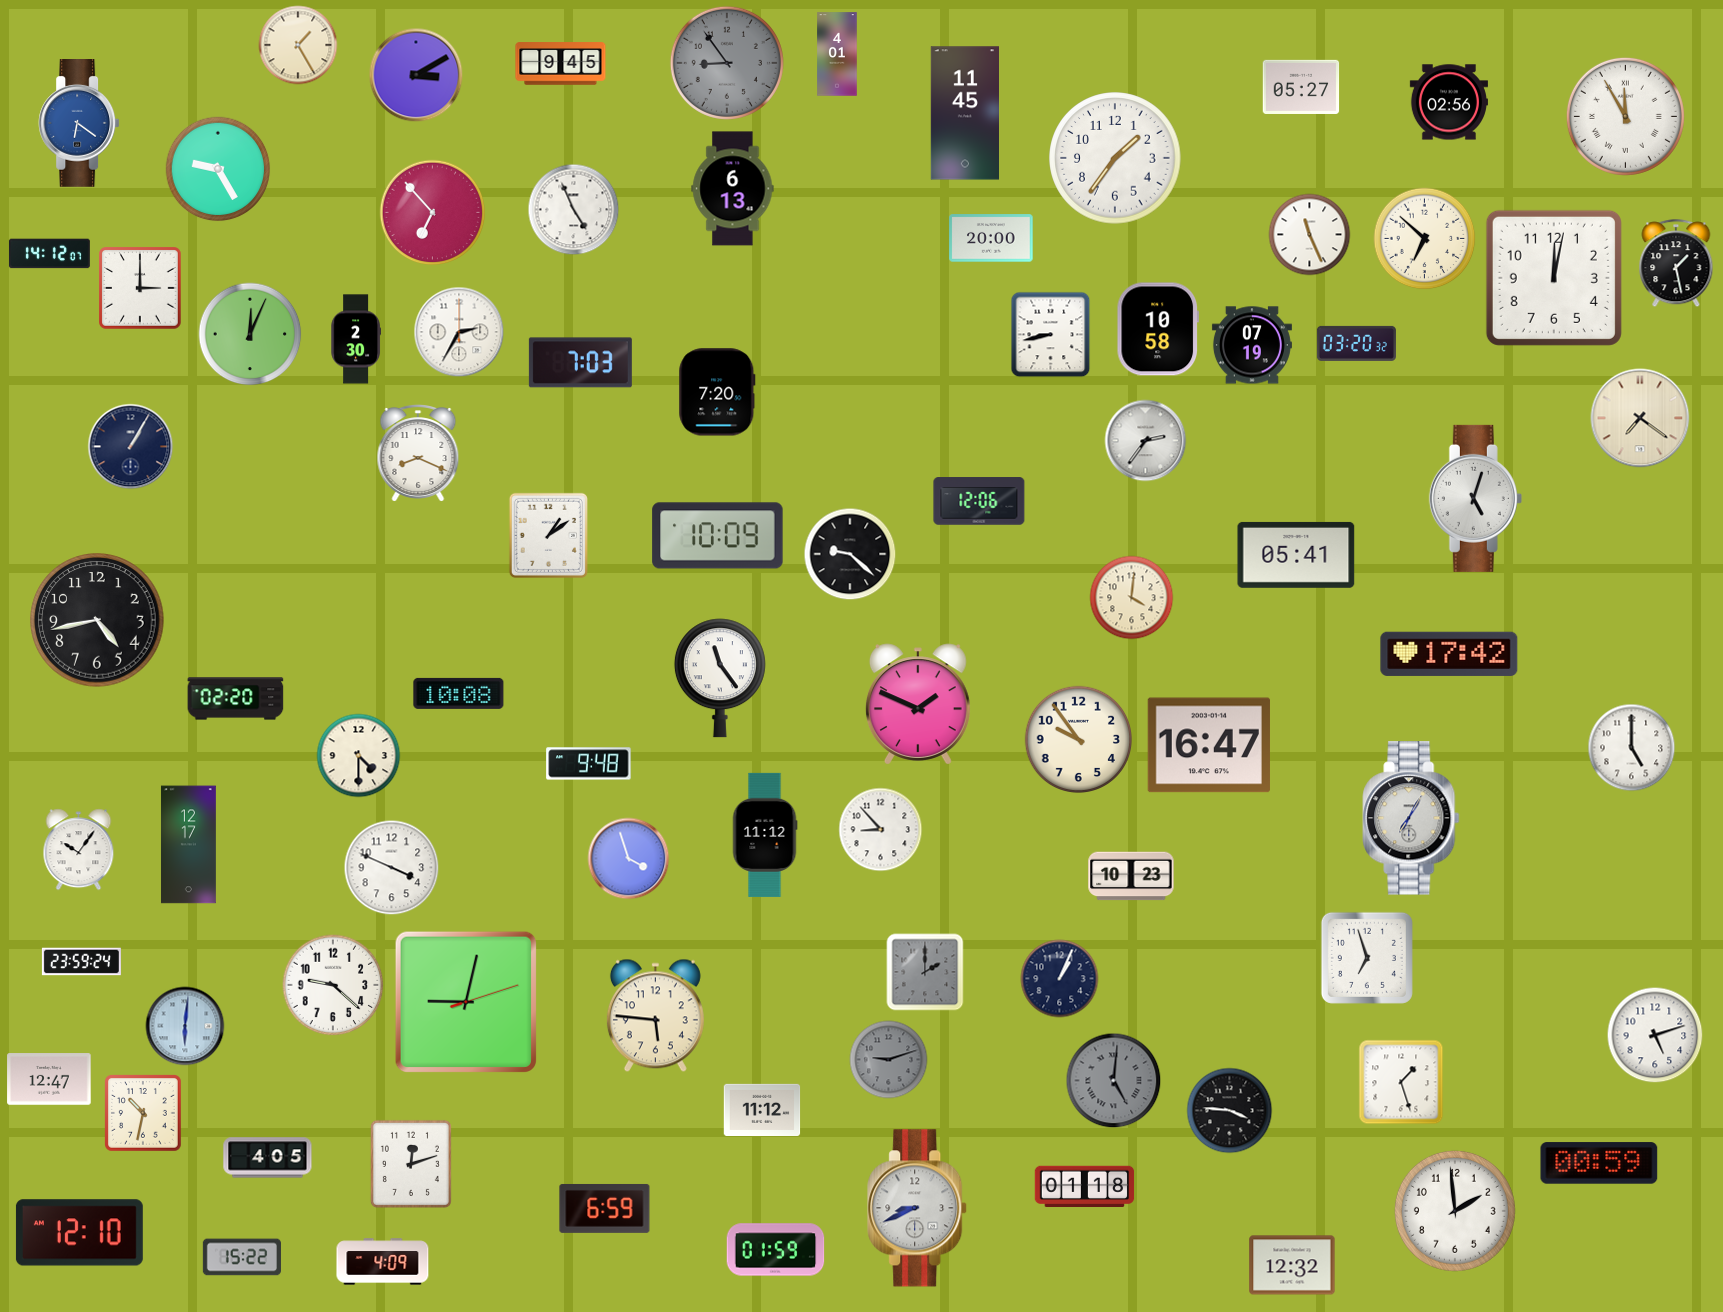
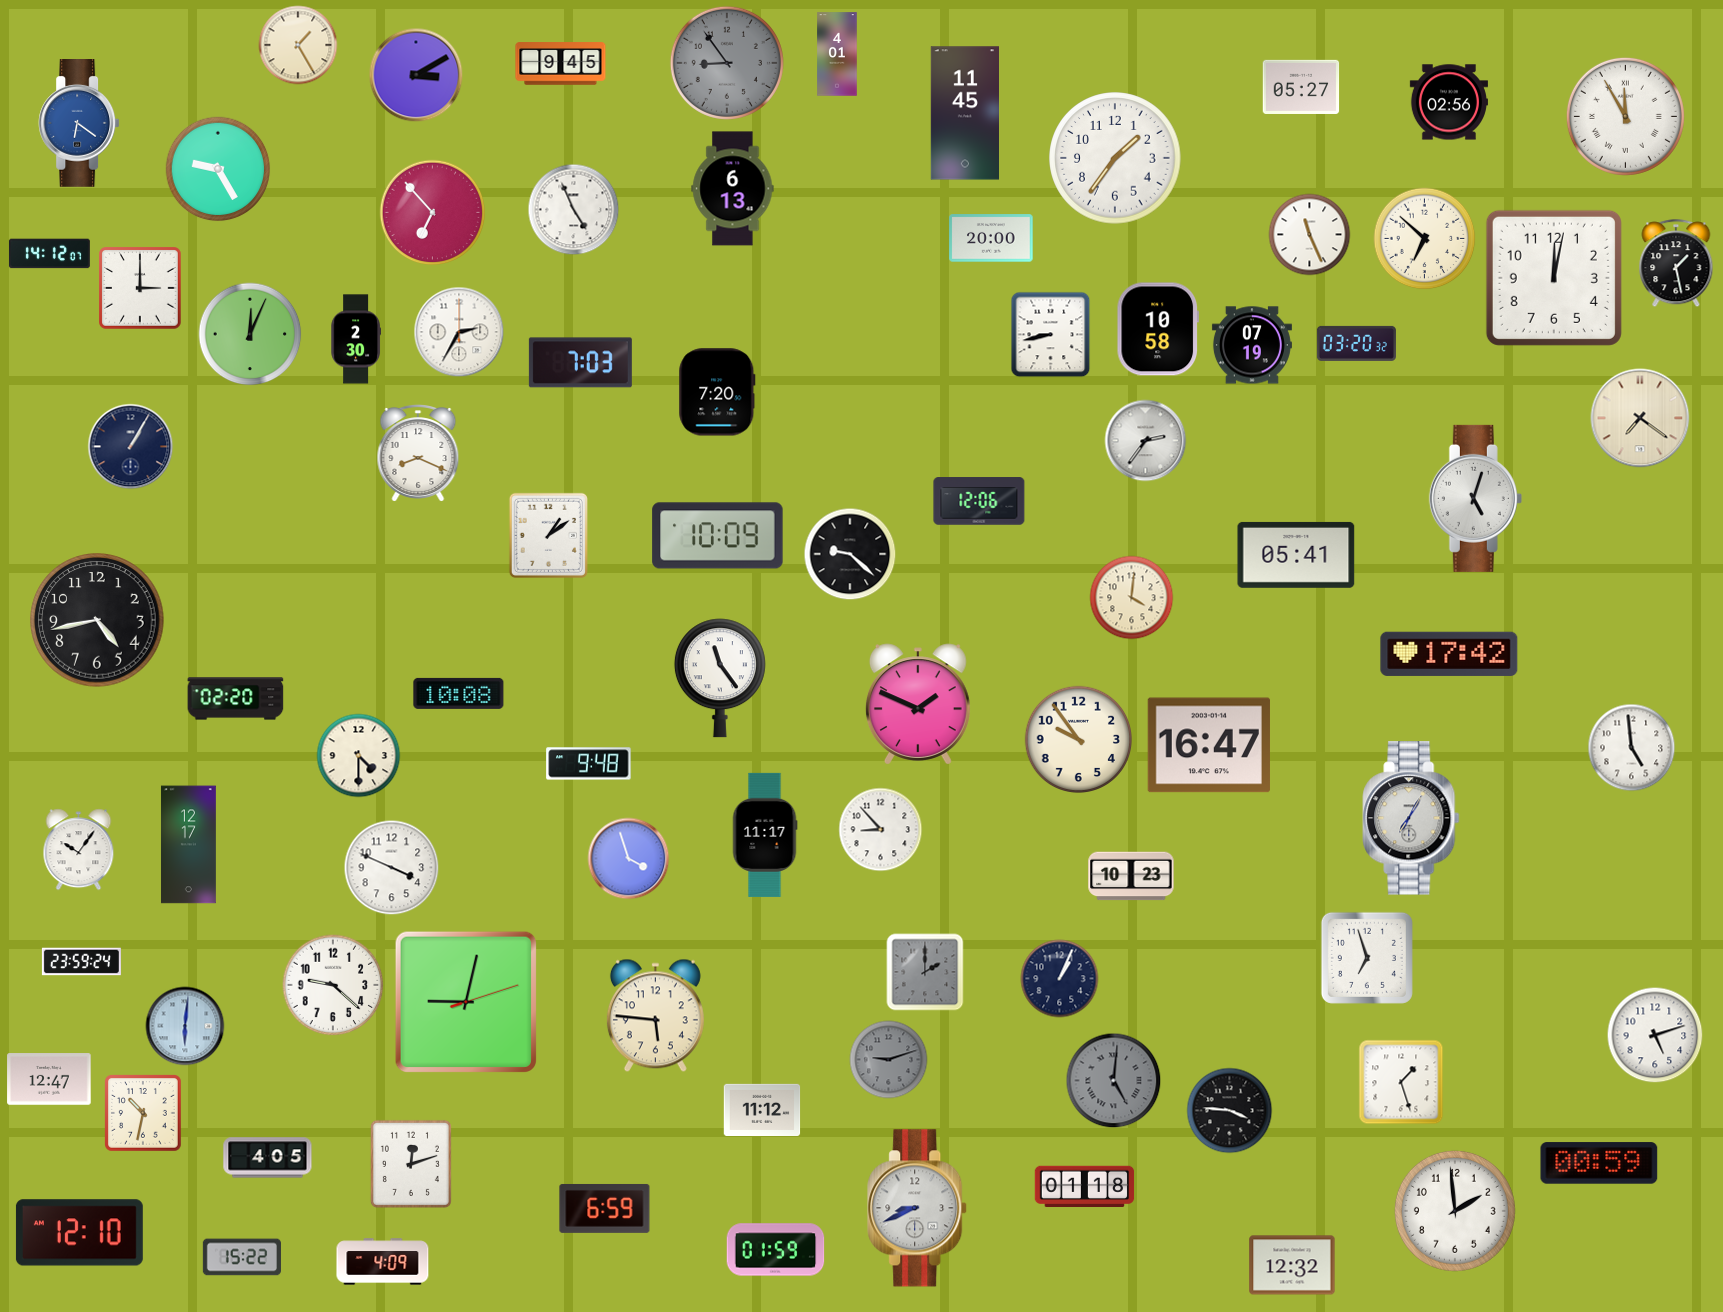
clock at (1632, 748): 5:00 -> 4:59
clock at (765, 835): 11:12 -> 11:17
